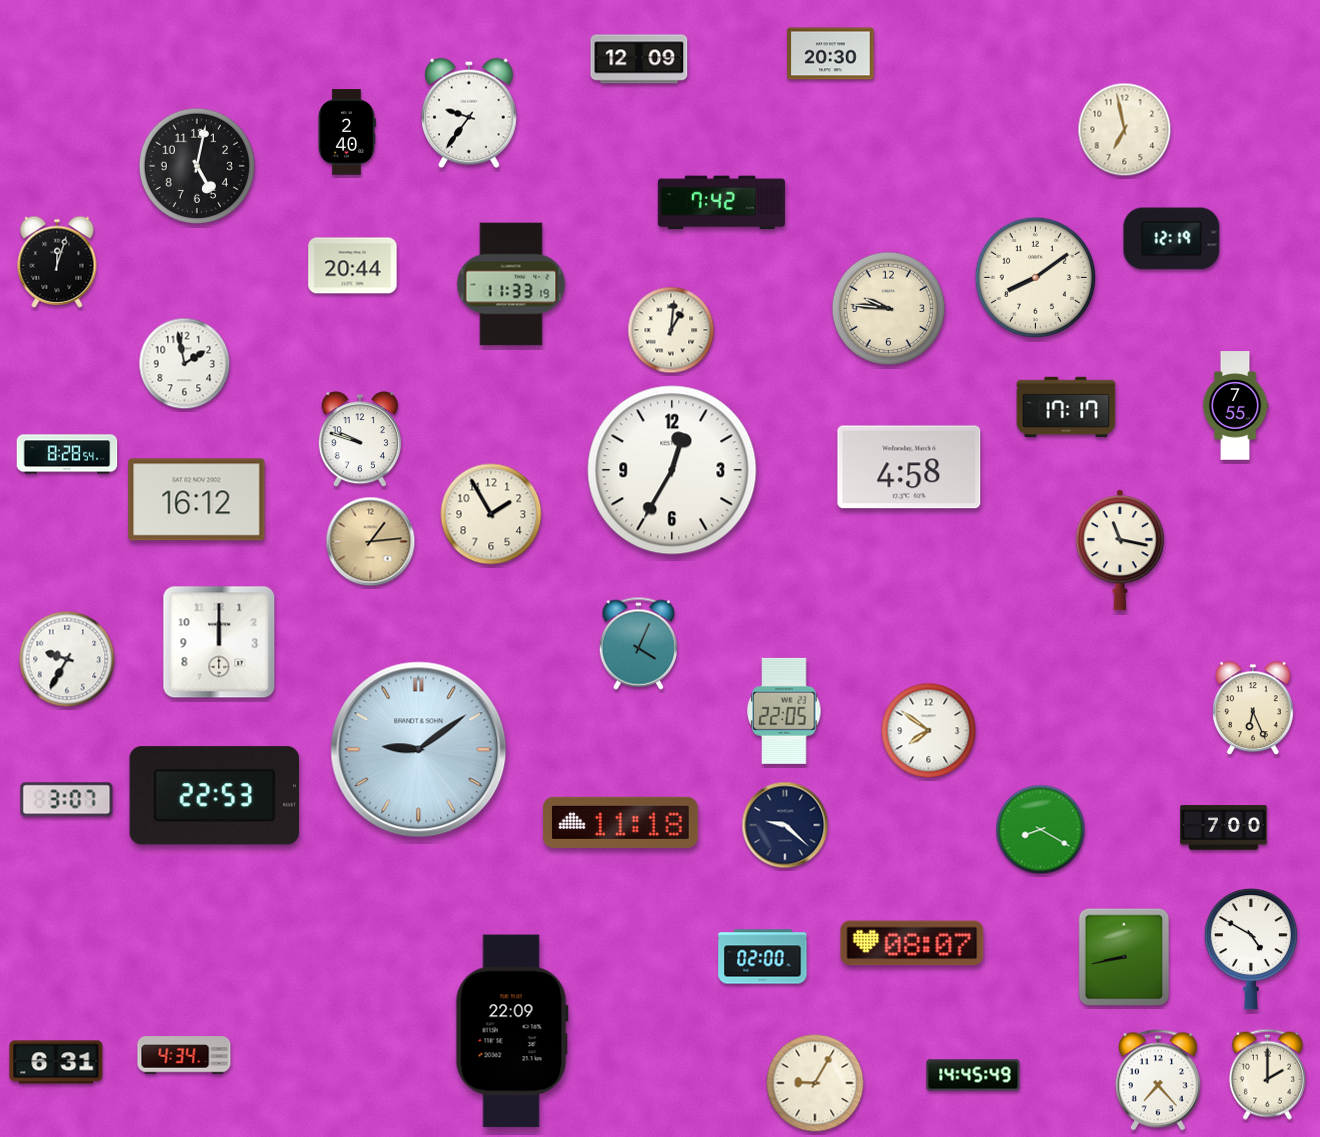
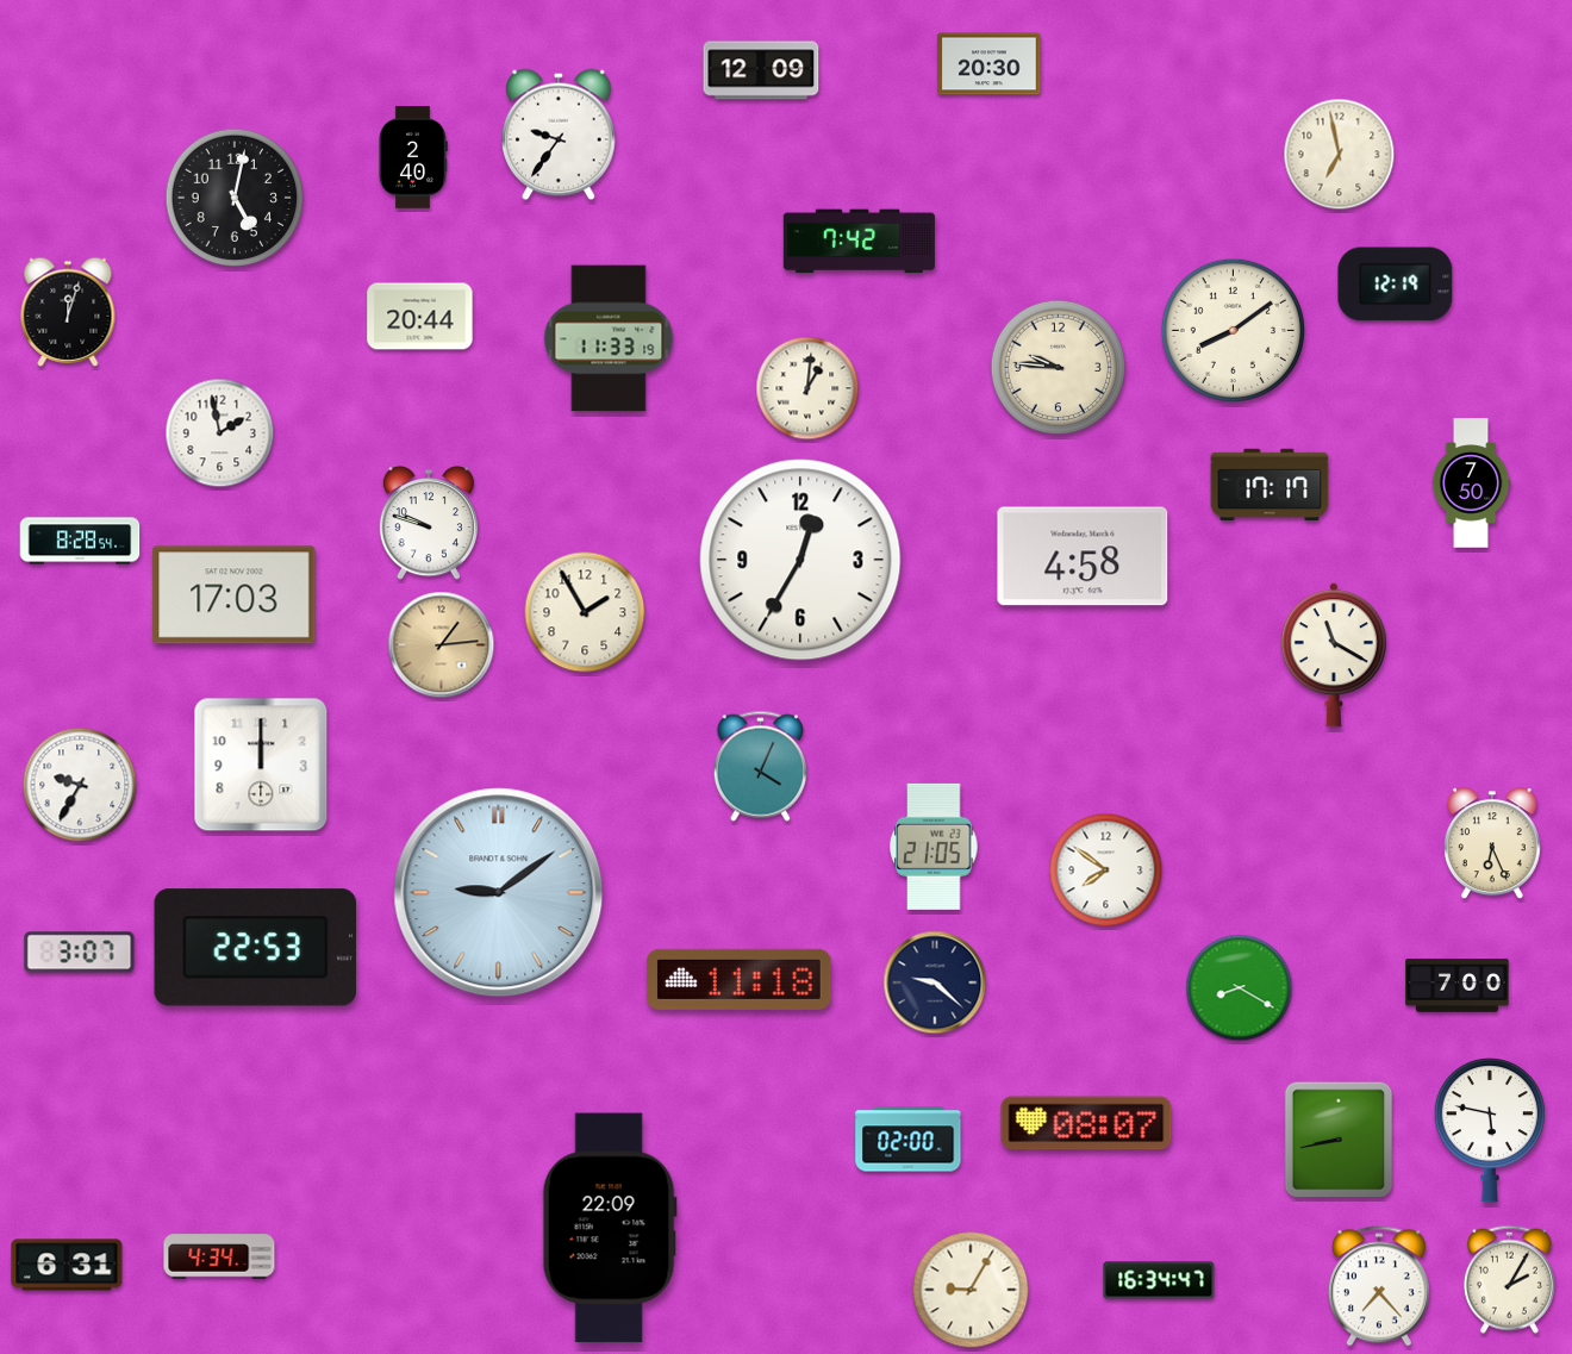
clock at (671, 330) position: (671, 330) -> (807, 388)
clock at (1235, 406): 7:55 -> 7:50
clock at (197, 500): 16:12 -> 17:03
clock at (1120, 550): 11:17 -> 11:20
clock at (784, 711): 22:05 -> 21:05
clock at (1251, 949): 4:50 -> 5:47
clock at (1267, 1074): 2:00 -> 2:05
clock at (973, 1075): 14:45 -> 16:34
